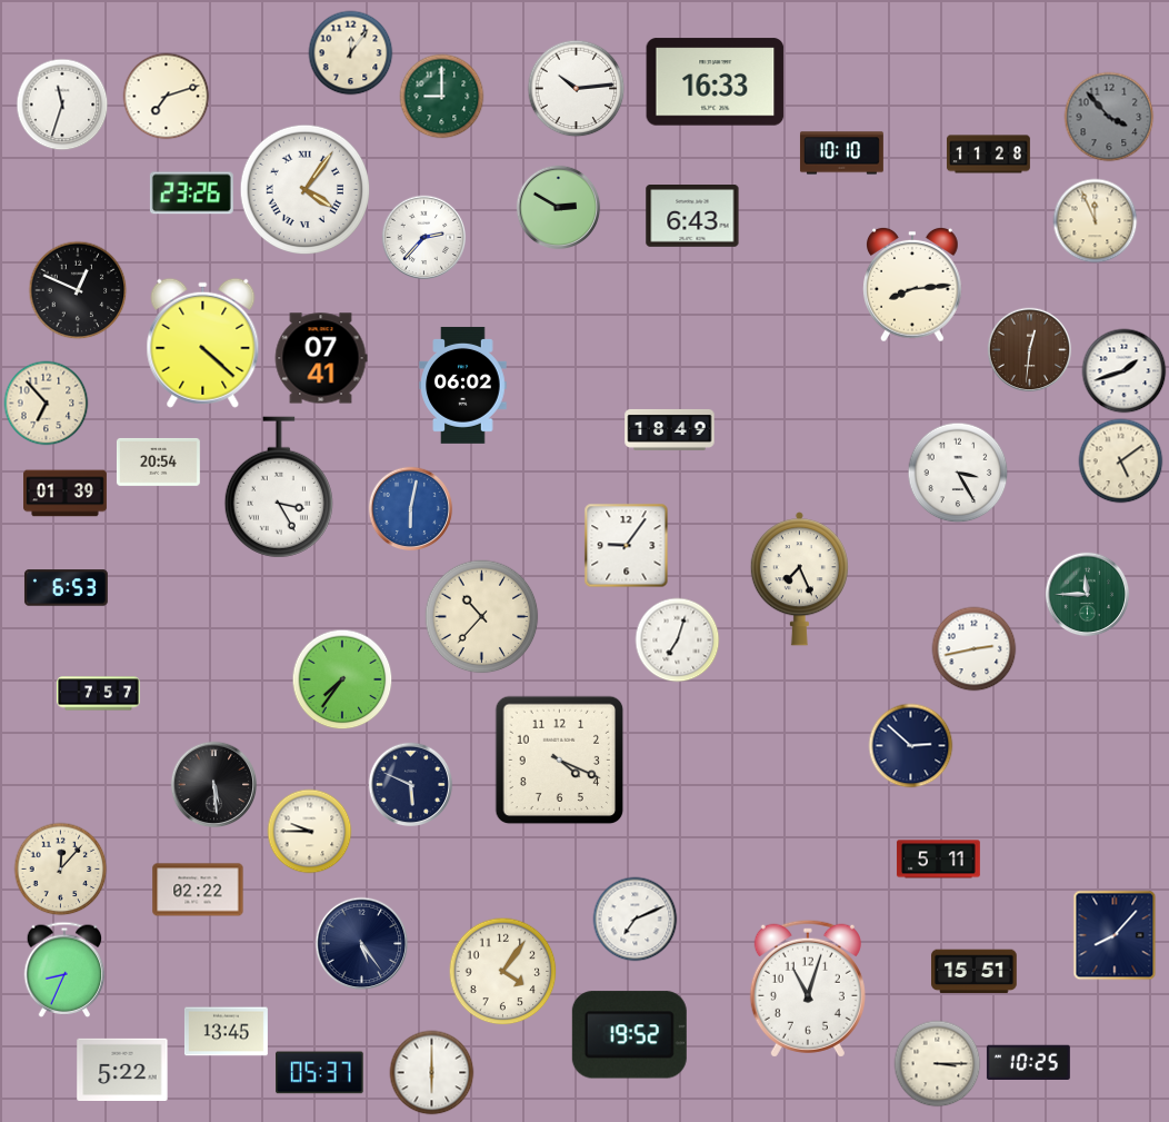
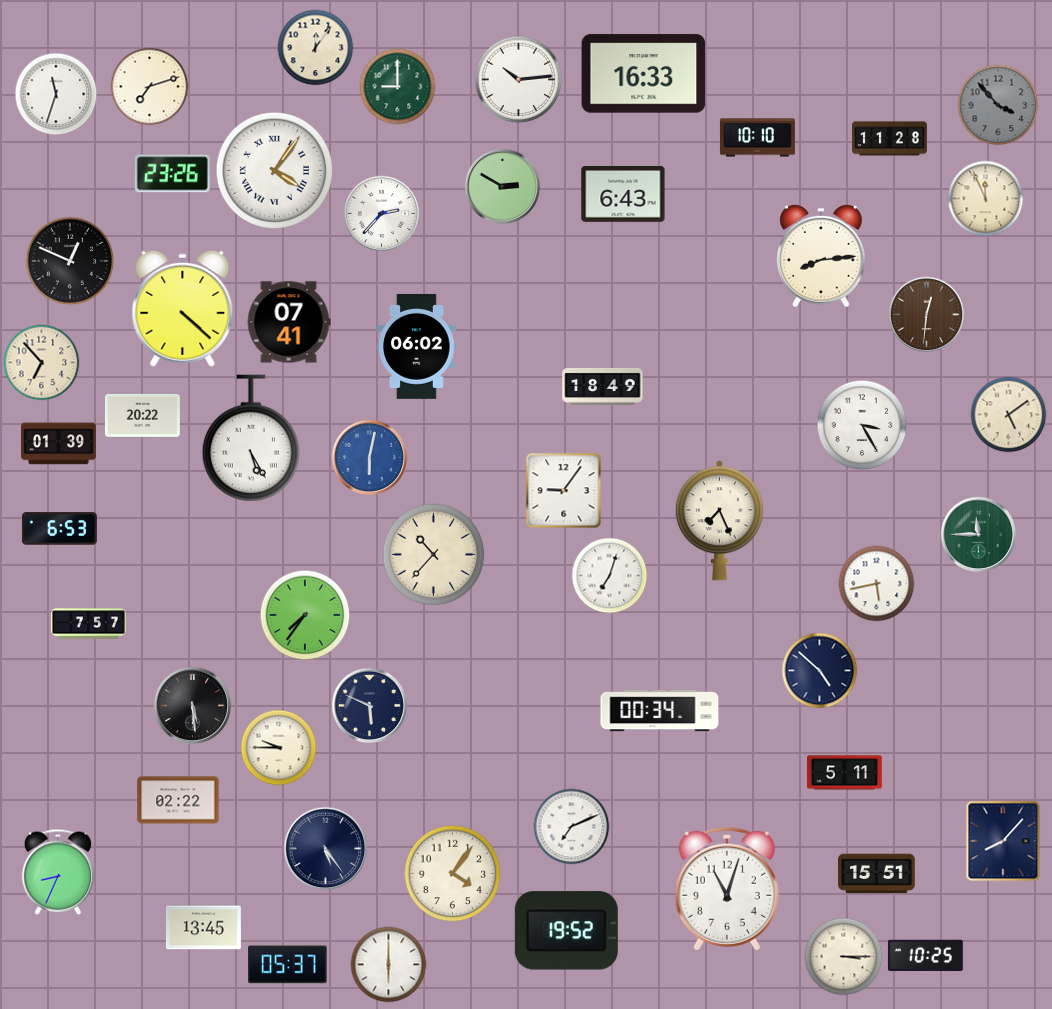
clock at (1125, 371): 1:42 -> none
clock at (158, 461): 20:54 -> 20:22
clock at (279, 487): 3:25 -> 5:25
clock at (975, 649): 2:43 -> 5:43
clock at (342, 679) position: (342, 679) -> (305, 615)
clock at (911, 746): 2:52 -> 4:52
clock at (560, 761): 4:19 -> none
clock at (660, 711): none -> 00:34
clock at (61, 870): 12:07 -> none
clock at (122, 1070): 5:22 -> none
